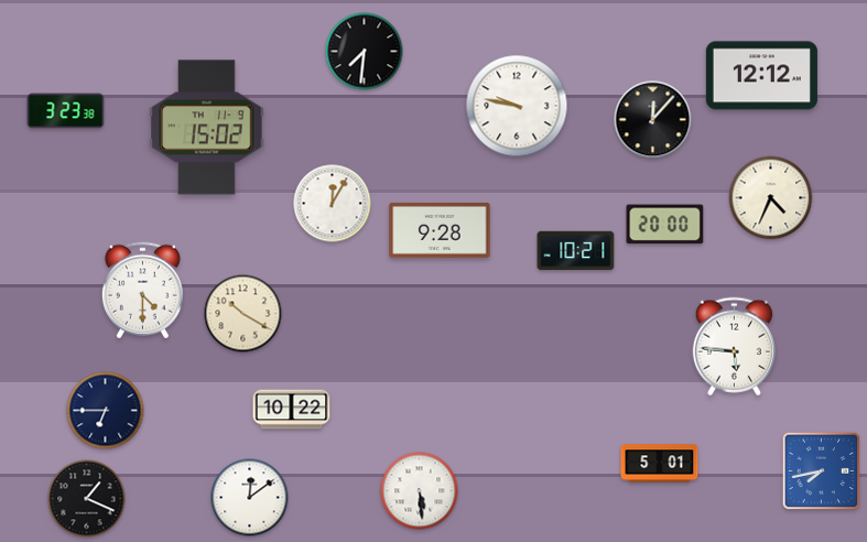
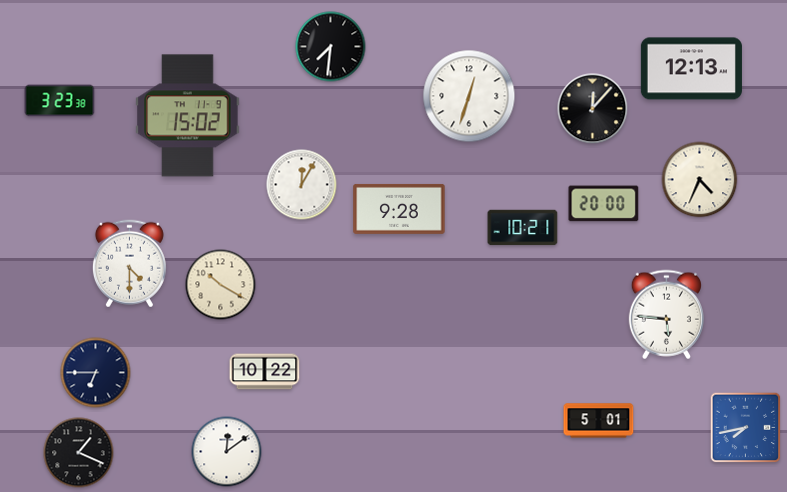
clock at (761, 76): 12:12 -> 12:13
clock at (517, 106): 9:47 -> 12:33
clock at (420, 491): 5:29 -> none
